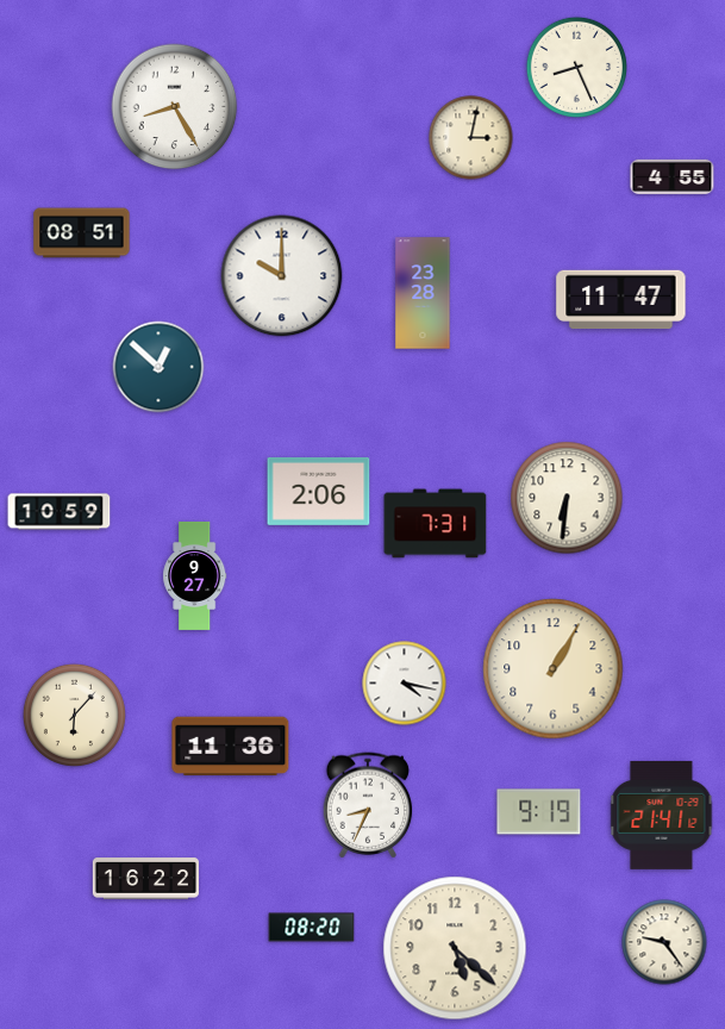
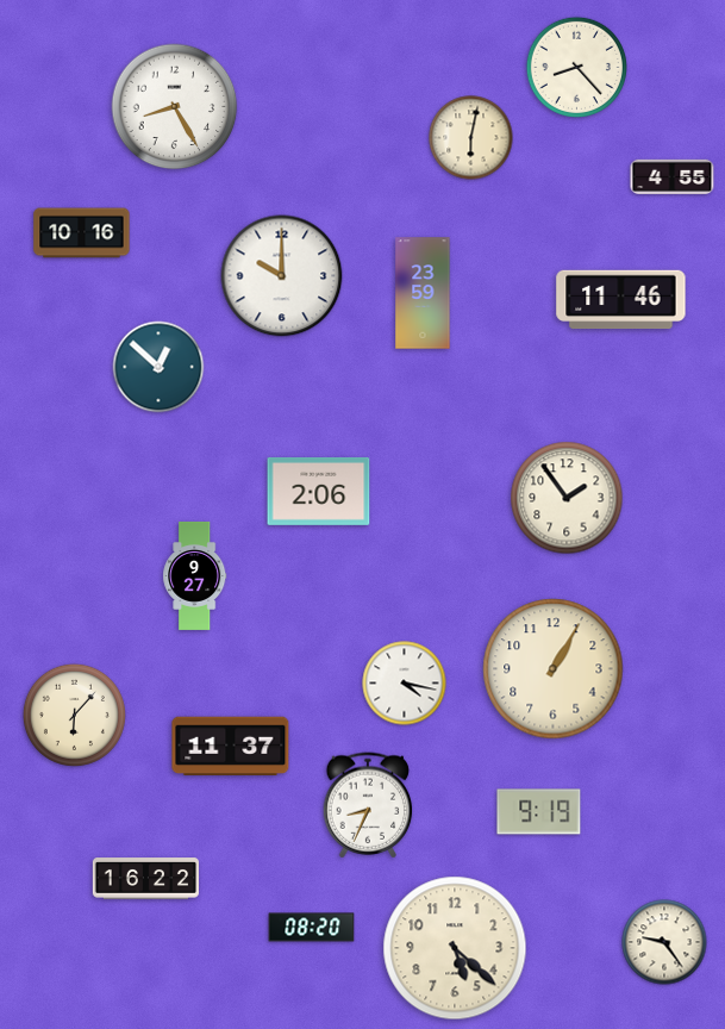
clock at (576, 67): 8:26 -> 8:23
clock at (471, 138): 3:02 -> 6:02
clock at (82, 233): 08:51 -> 10:16
clock at (423, 293): 23:28 -> 23:59
clock at (621, 300): 11:47 -> 11:46
clock at (567, 498): 6:31 -> 1:54
clock at (60, 512): 10:59 -> none
clock at (436, 524): 7:31 -> none
clock at (231, 747): 11:36 -> 11:37
clock at (662, 815): 21:41 -> none
